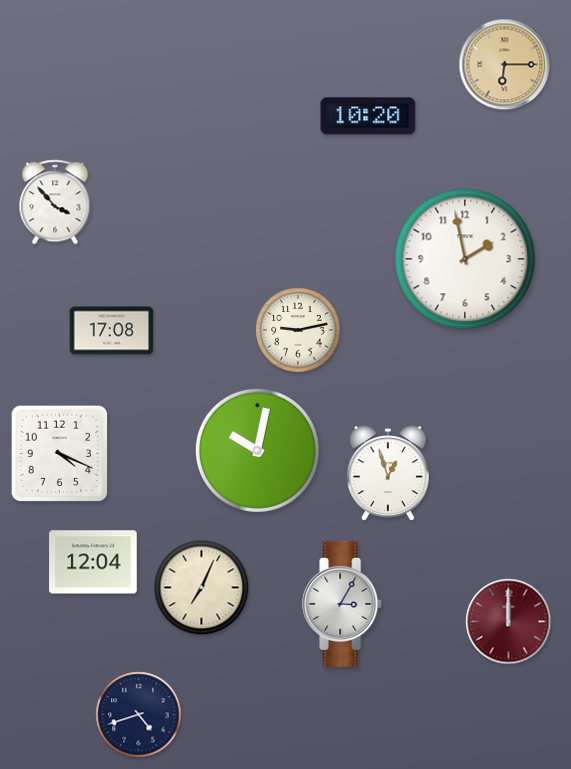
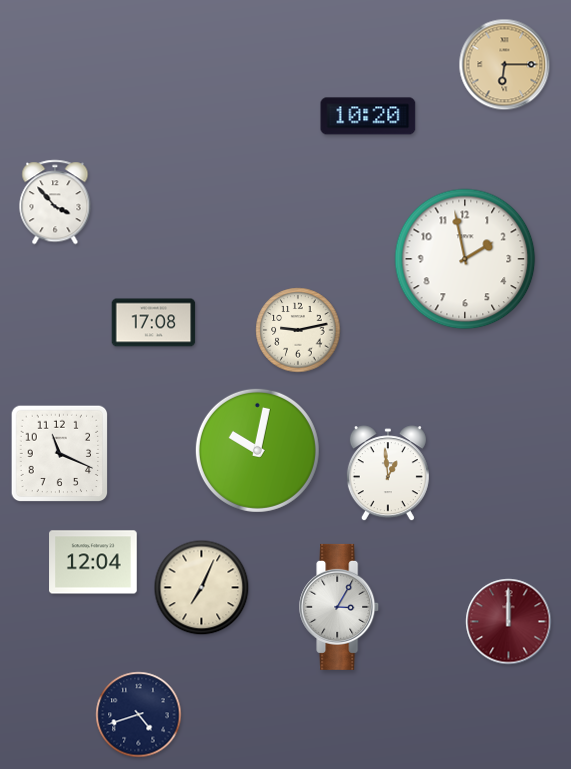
clock at (112, 331) position: (112, 331) -> (154, 323)
clock at (60, 454): 4:19 -> 11:19
clock at (388, 474): 12:57 -> 12:59
clock at (343, 604) position: (343, 604) -> (340, 607)
